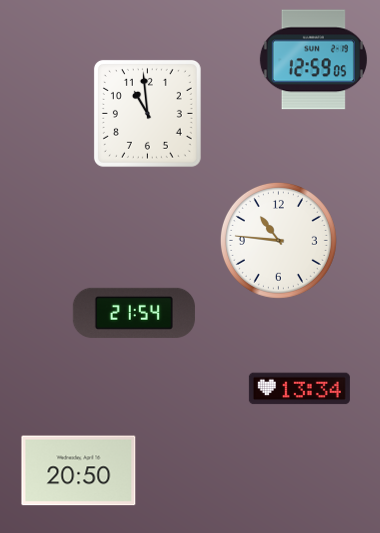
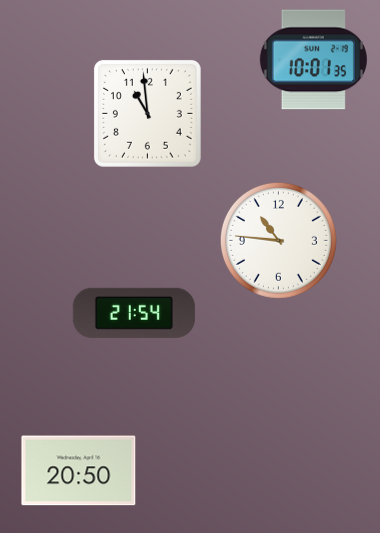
clock at (313, 60): 12:59 -> 10:01
clock at (299, 389): 13:34 -> none
